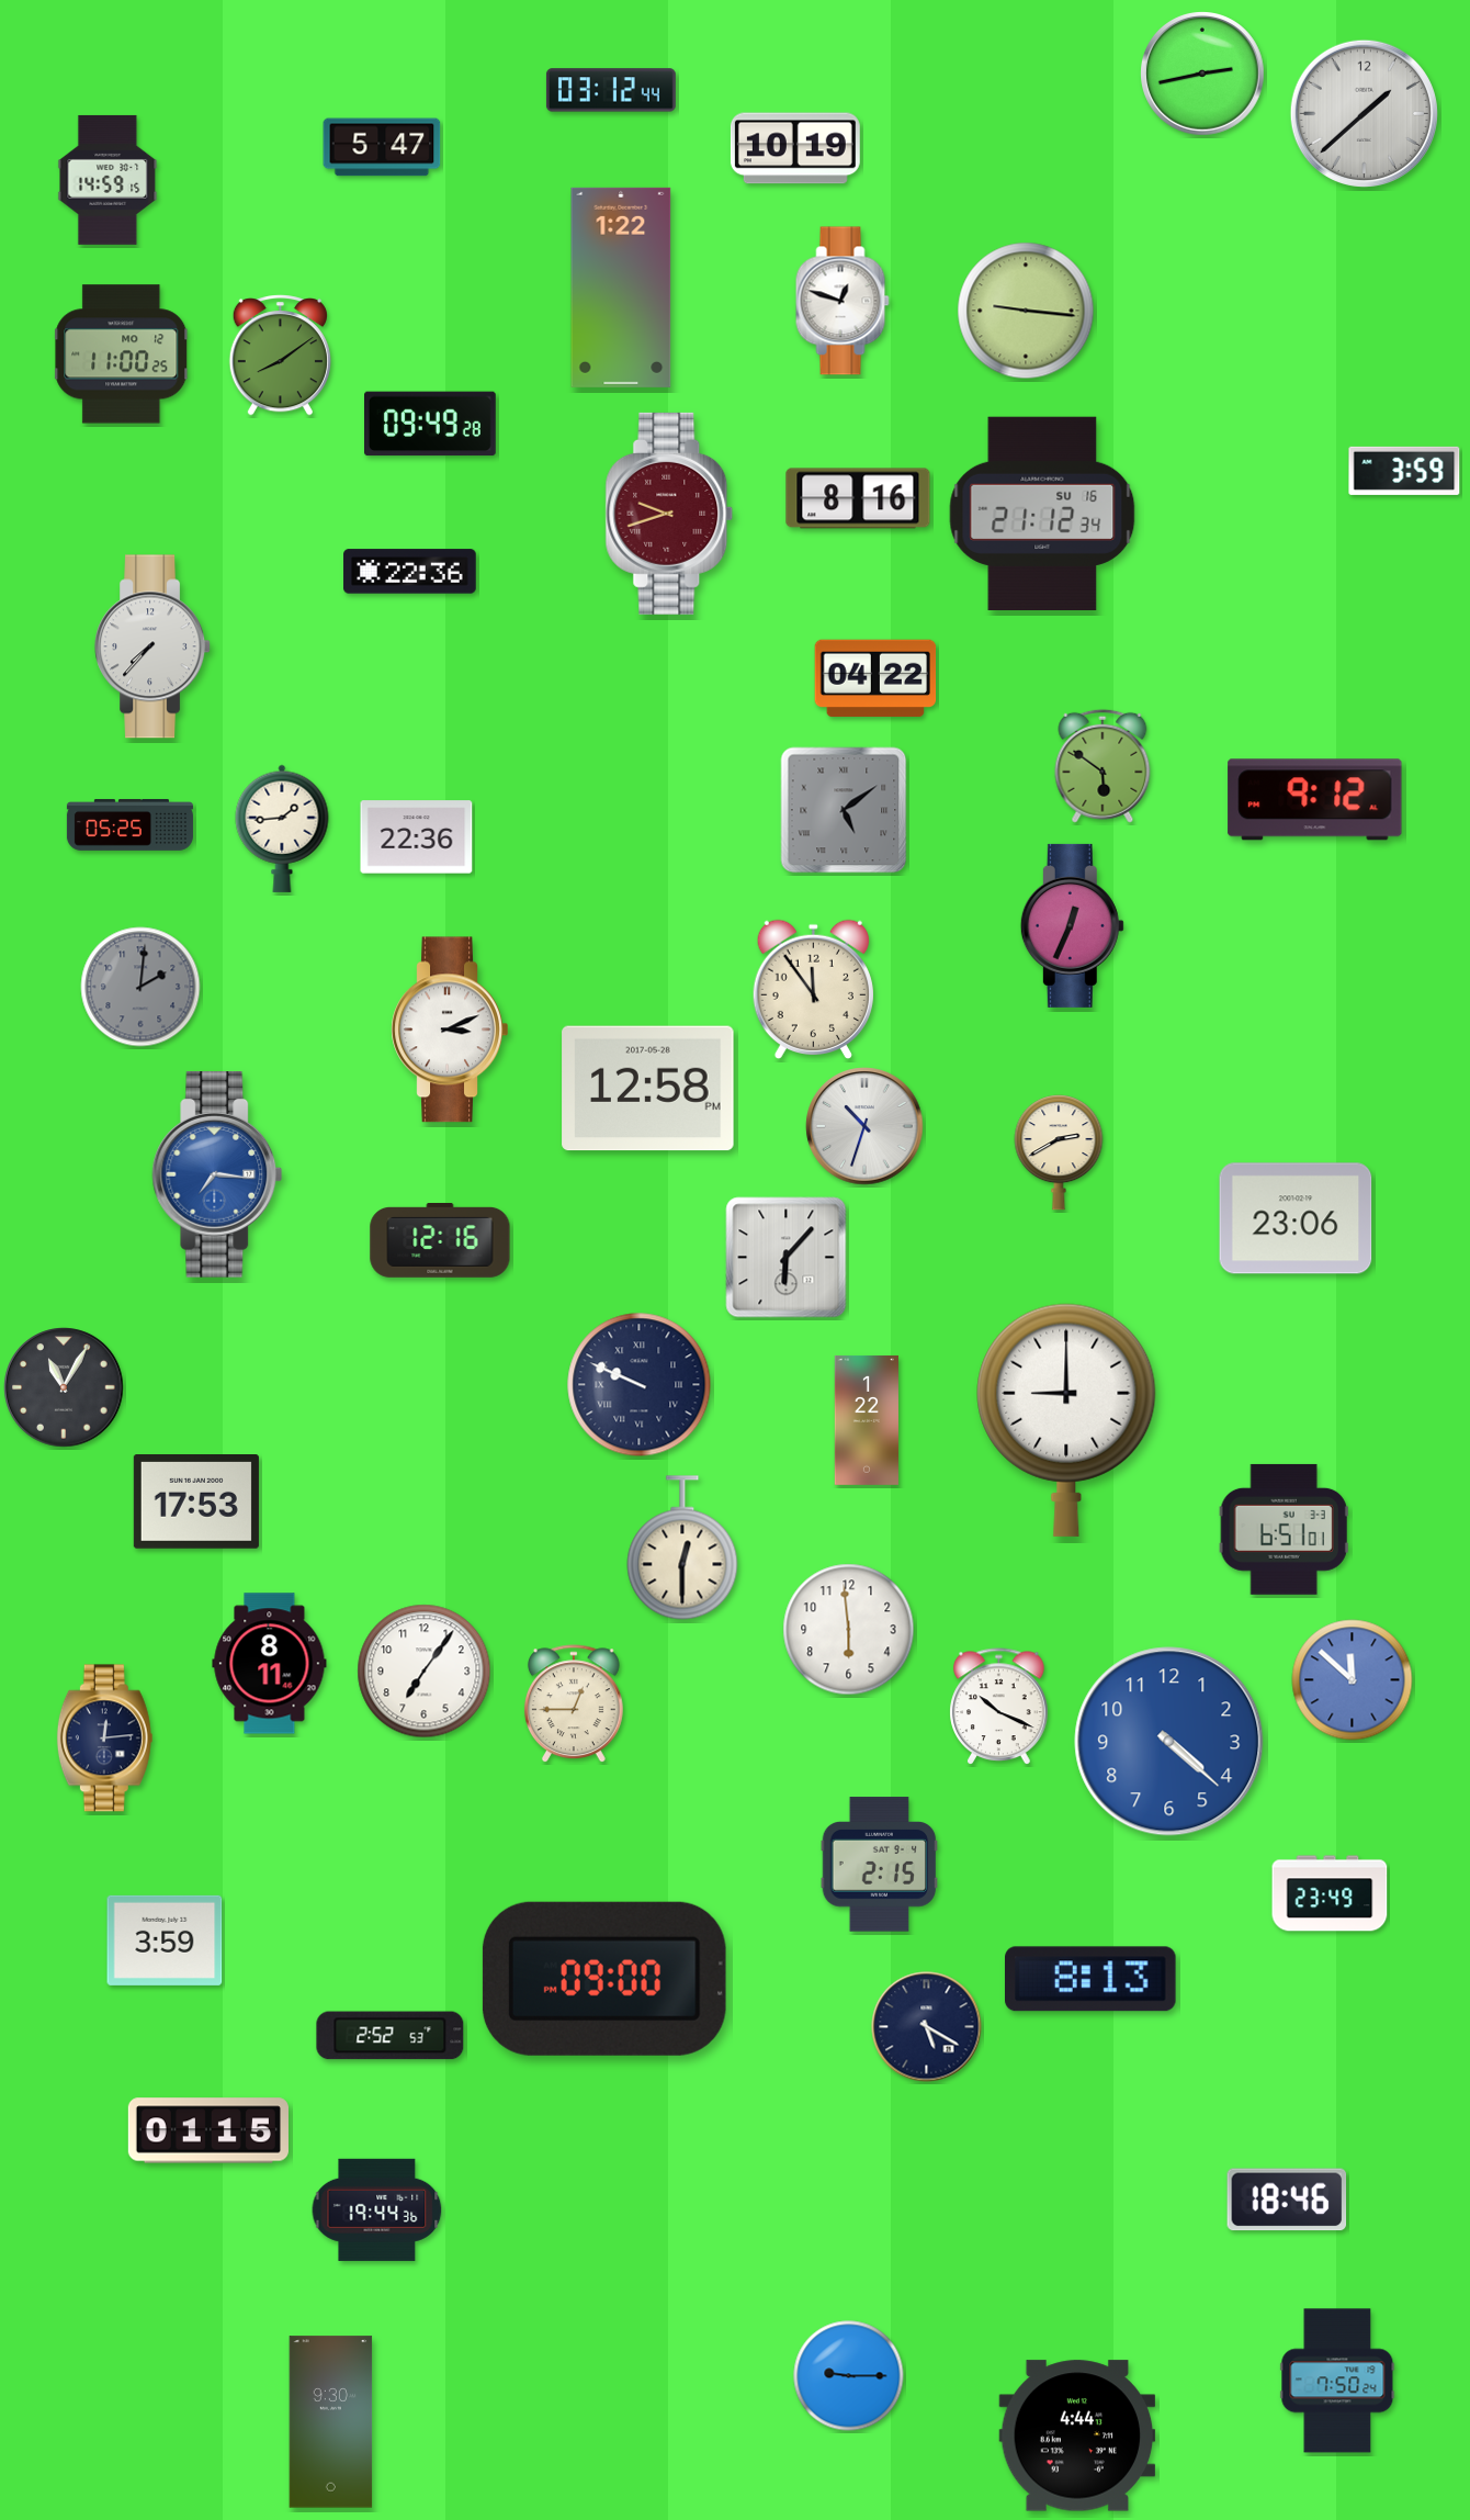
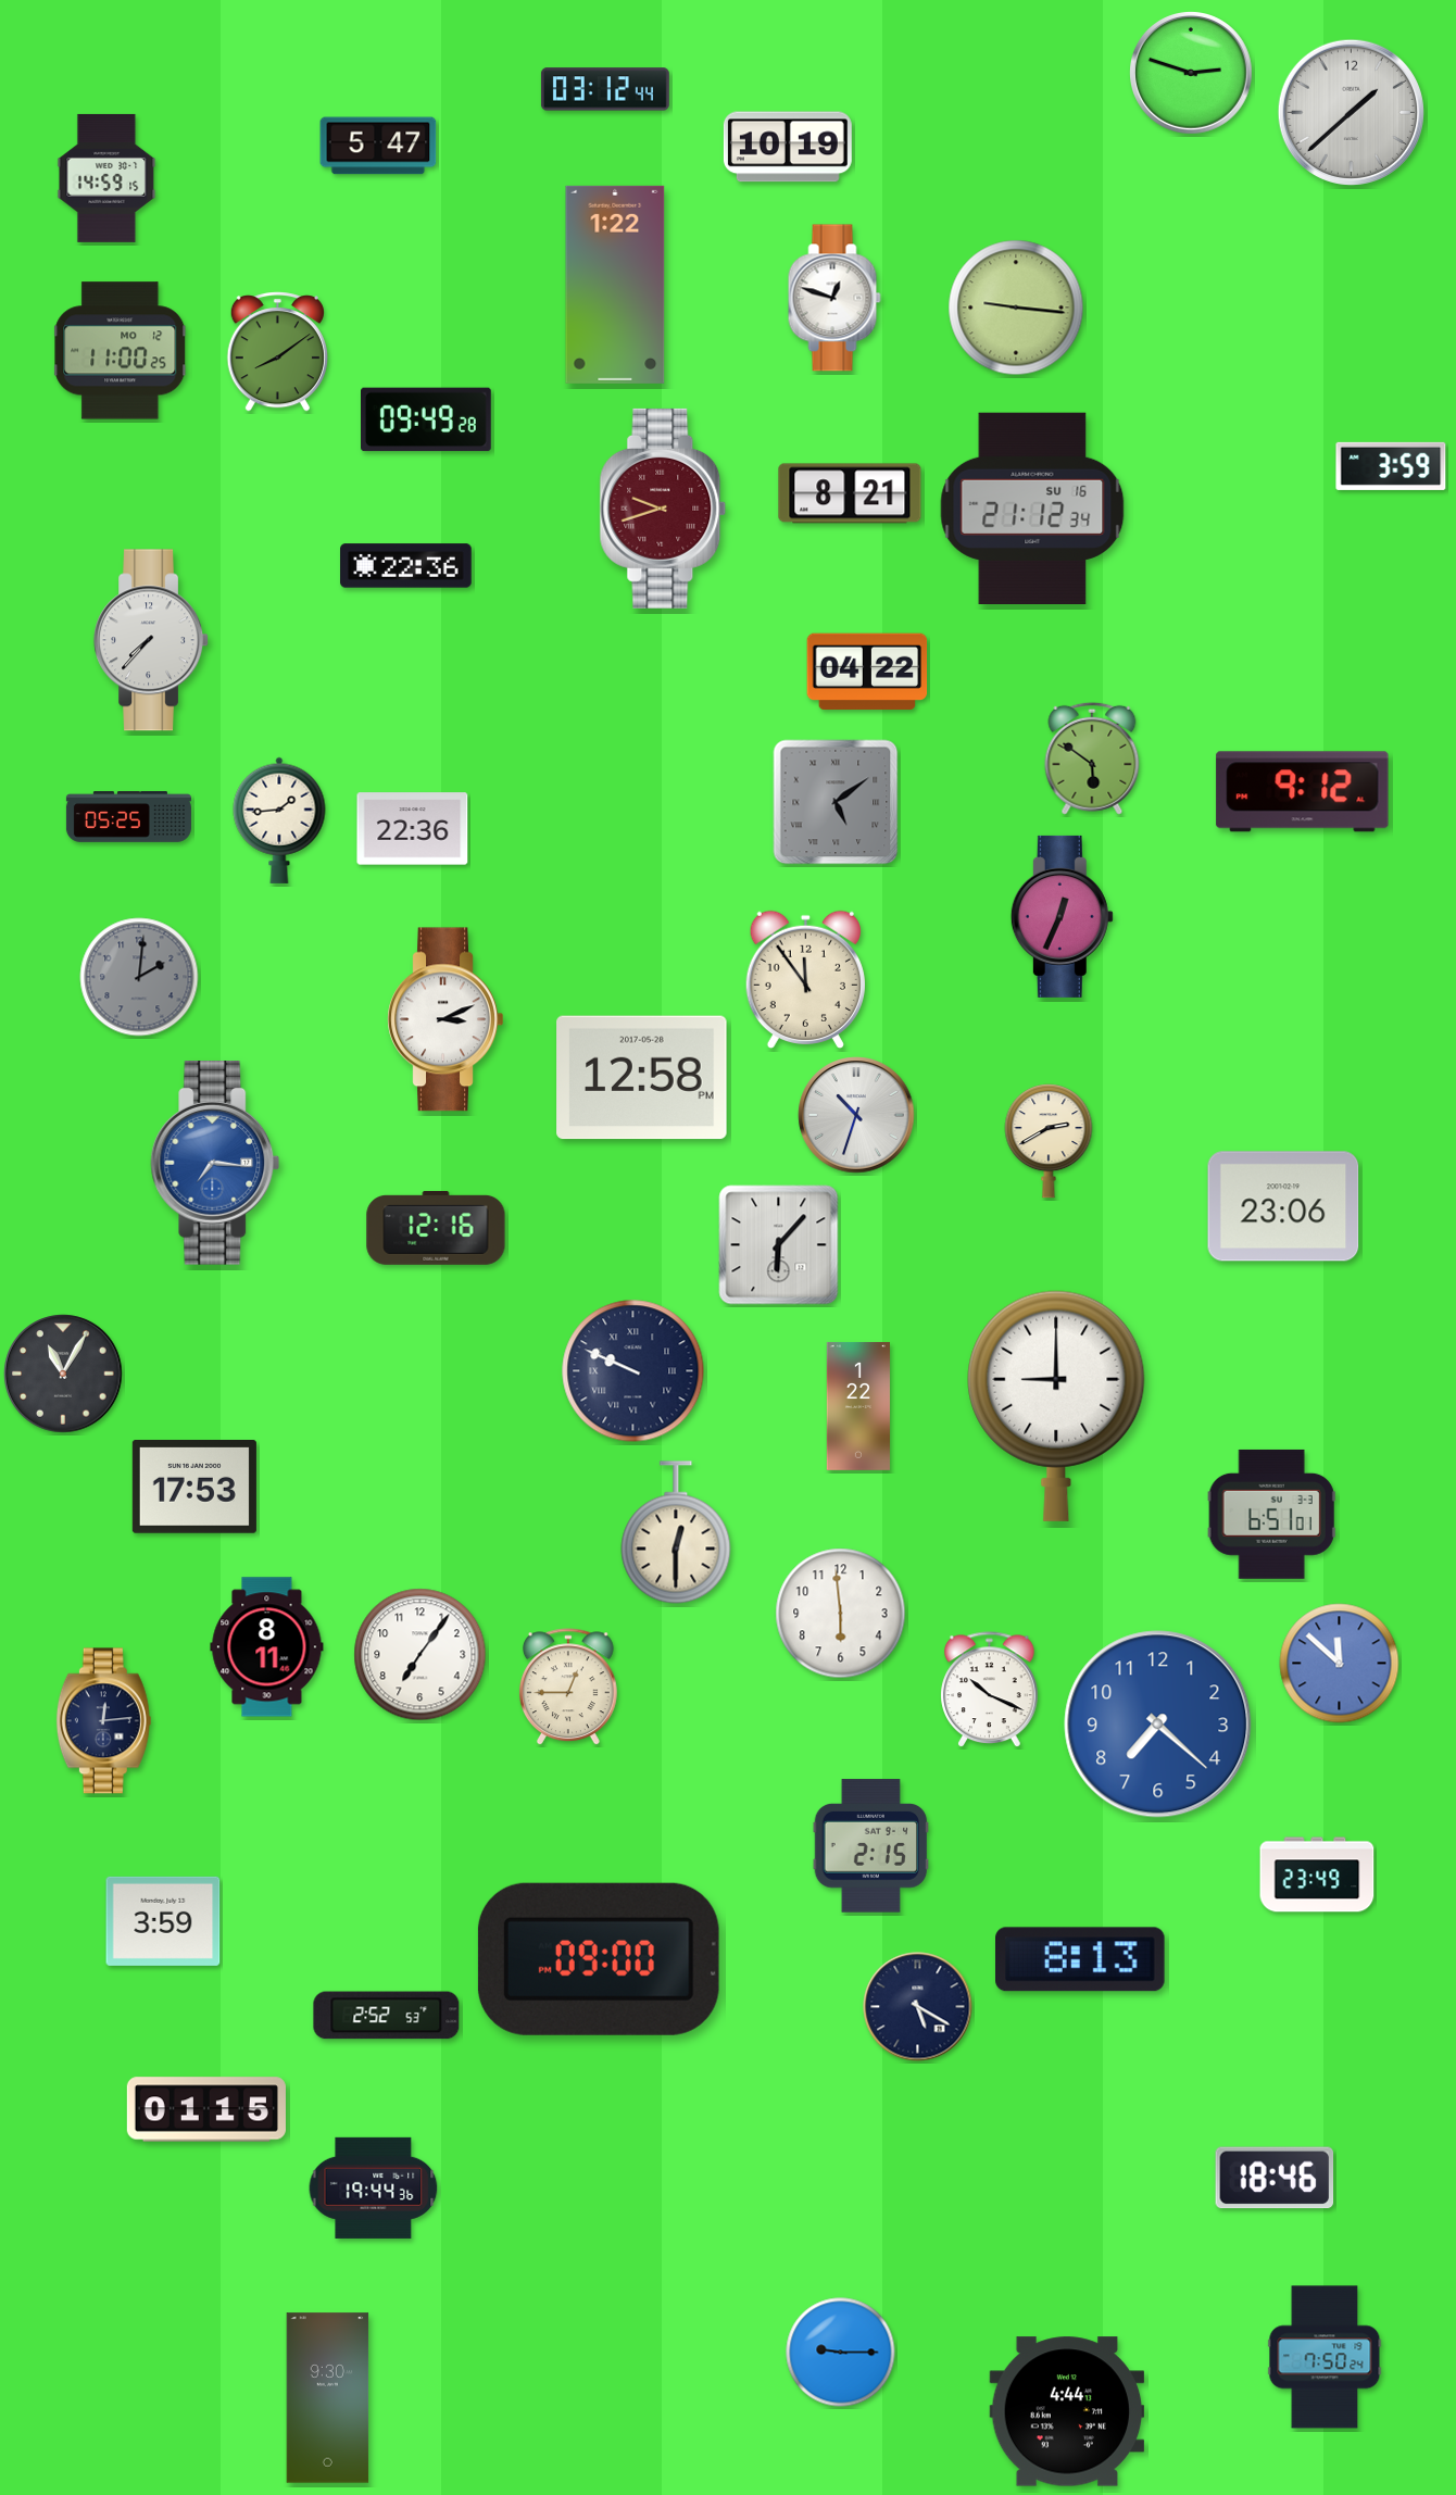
clock at (1203, 75): 2:43 -> 2:48
clock at (858, 498): 8:16 -> 8:21
clock at (1169, 1742): 4:22 -> 7:22
